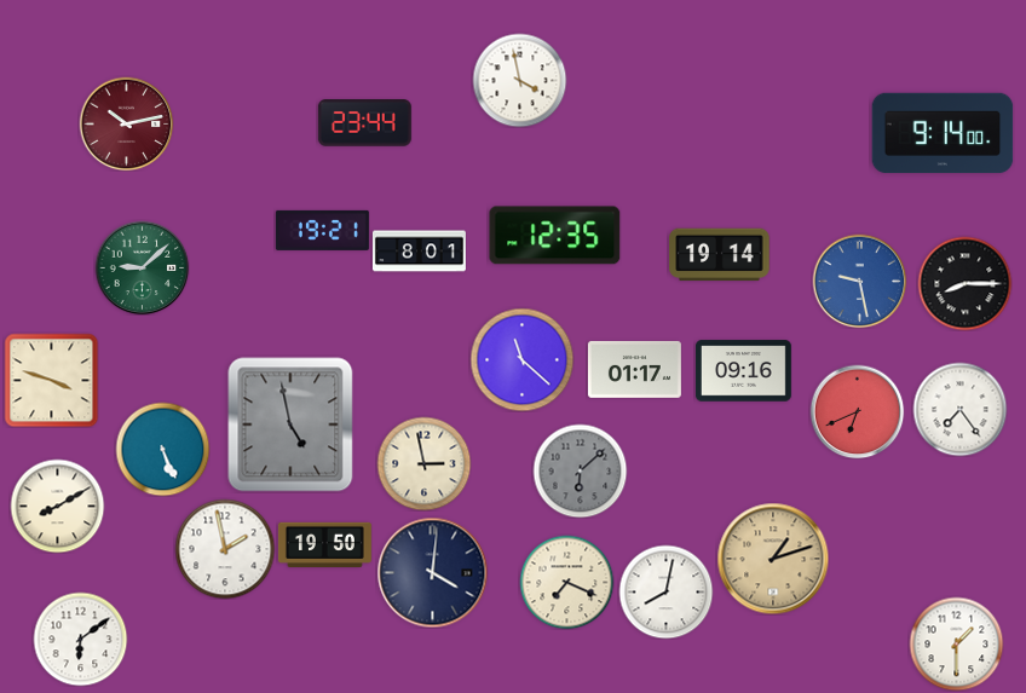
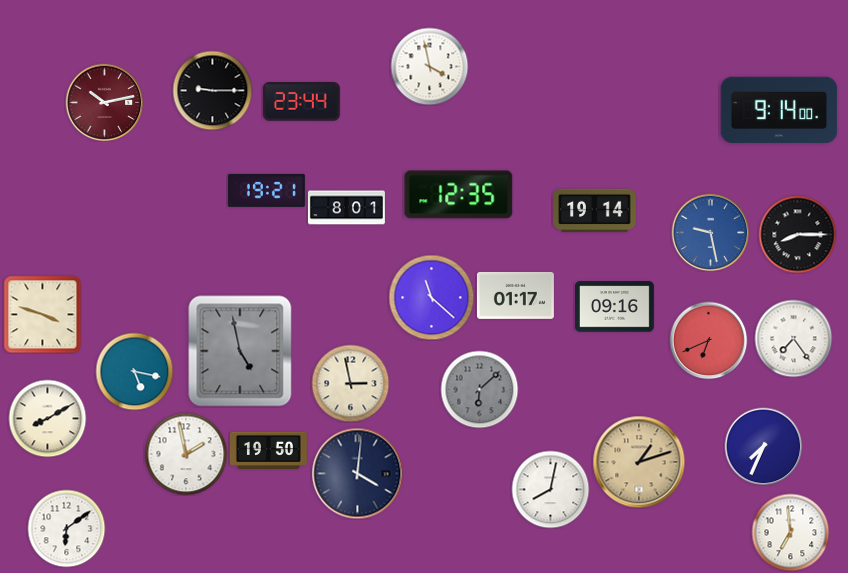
clock at (212, 90): none -> 9:15
clock at (142, 267): 9:08 -> none
clock at (634, 369) position: (634, 369) -> (515, 295)
clock at (162, 449): 5:26 -> 5:17
clock at (763, 446): none -> 7:34
clock at (566, 582): 7:19 -> none
clock at (956, 643): 1:30 -> 6:59
